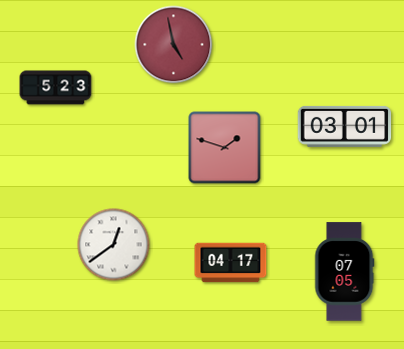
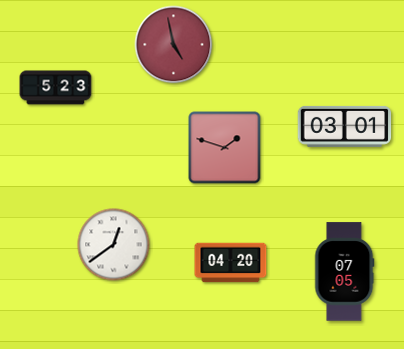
clock at (231, 263): 04:17 -> 04:20
